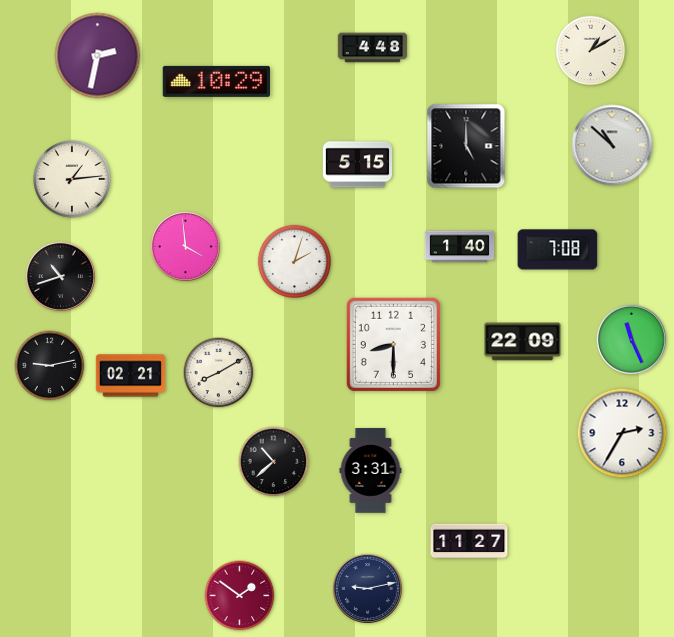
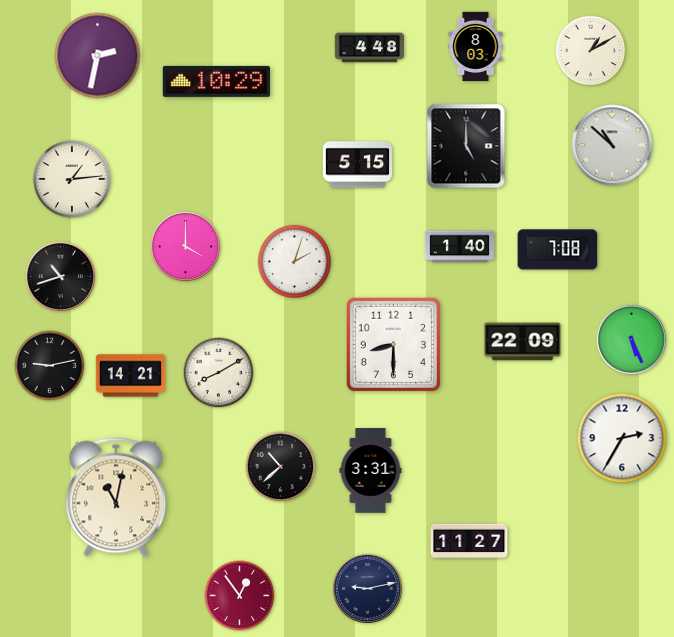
clock at (476, 47): none -> 8:03
clock at (373, 48) position: (373, 48) -> (370, 48)
clock at (185, 246): 3:59 -> 4:00
clock at (631, 339): 11:26 -> 5:26
clock at (131, 376): 02:21 -> 14:21
clock at (622, 433) position: (622, 433) -> (622, 438)
clock at (274, 462) position: (274, 462) -> (281, 467)
clock at (116, 497): none -> 11:02
clock at (240, 596): 1:51 -> 12:54
